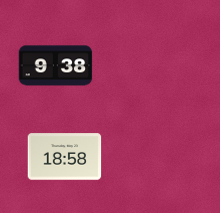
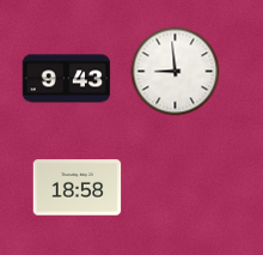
clock at (176, 72): none -> 8:59
clock at (56, 66): 9:38 -> 9:43
